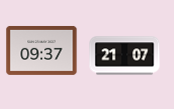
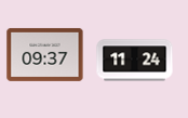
clock at (125, 56): 21:07 -> 11:24
